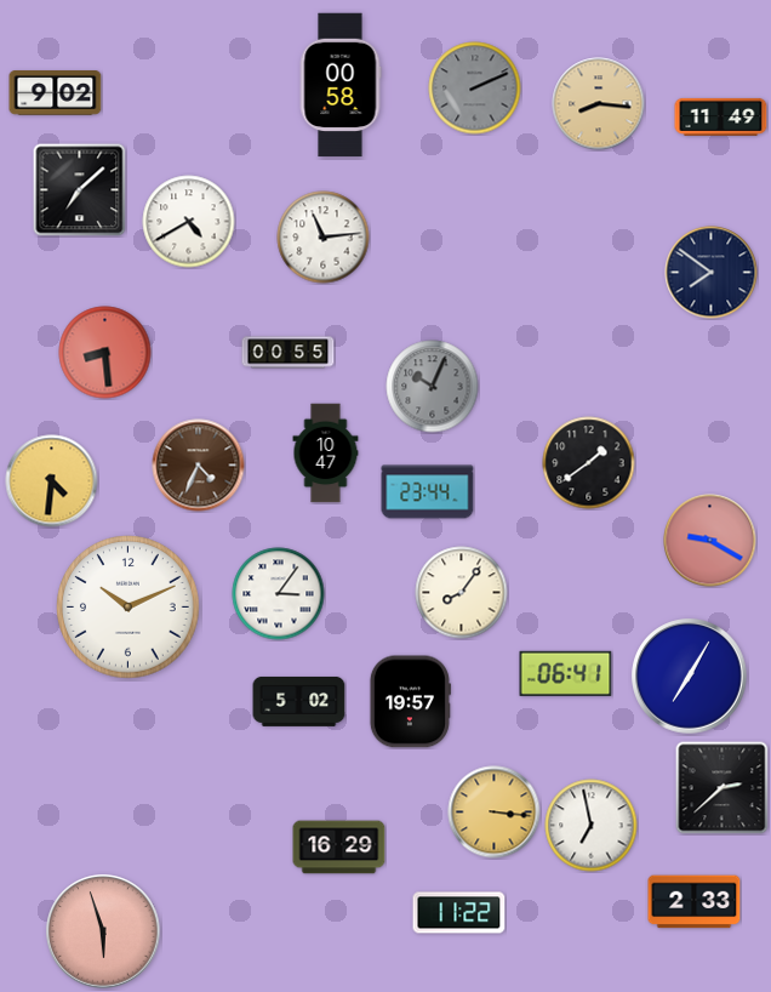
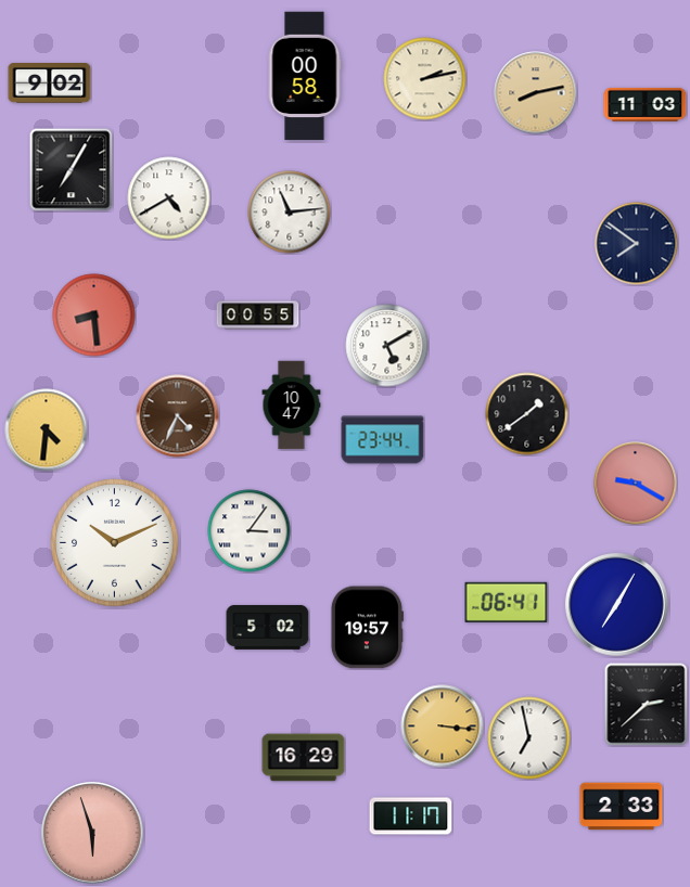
clock at (475, 89): 2:11 -> 2:13
clock at (475, 89) dial: grey -> cream
clock at (599, 104): 8:16 -> 8:13
clock at (721, 116): 11:49 -> 11:03
clock at (80, 190): 7:08 -> 7:05
clock at (433, 387): 10:04 -> 5:10
clock at (433, 387) dial: grey -> white
clock at (462, 593): 8:06 -> none
clock at (459, 913): 11:22 -> 11:17
